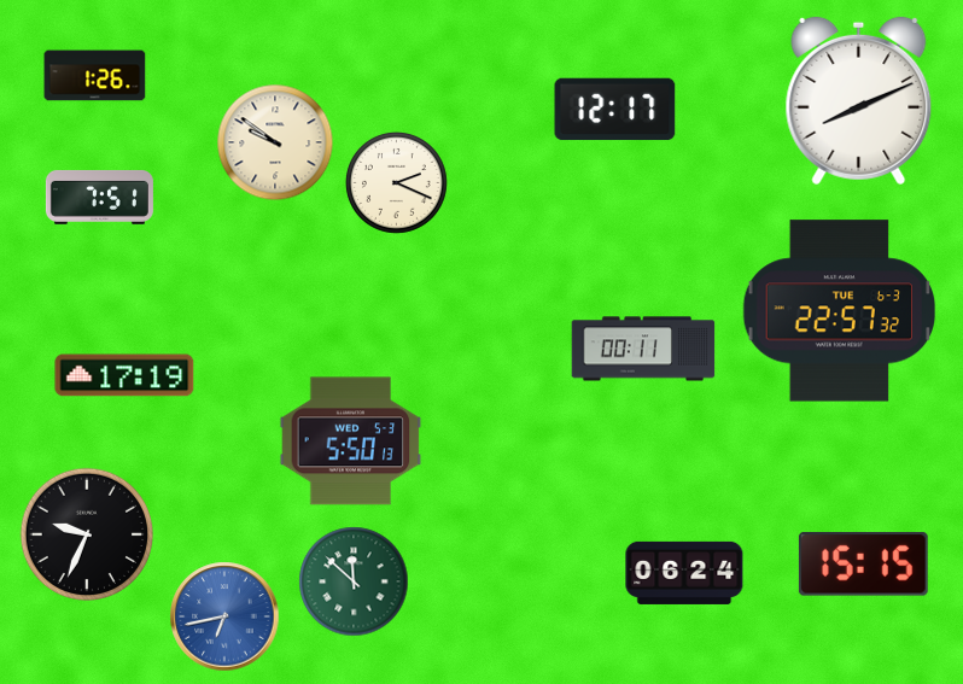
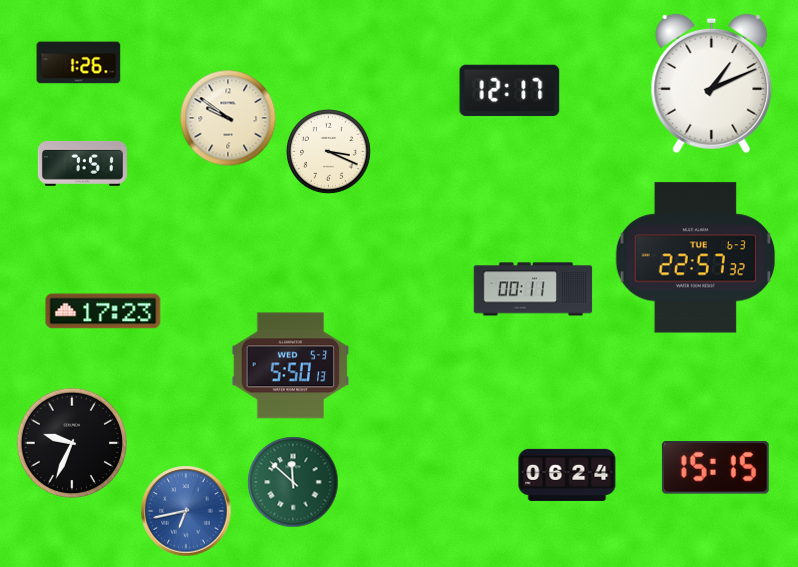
clock at (859, 101): 8:11 -> 1:11
clock at (396, 182): 2:19 -> 3:19
clock at (124, 375): 17:19 -> 17:23
